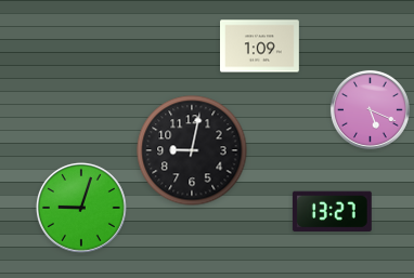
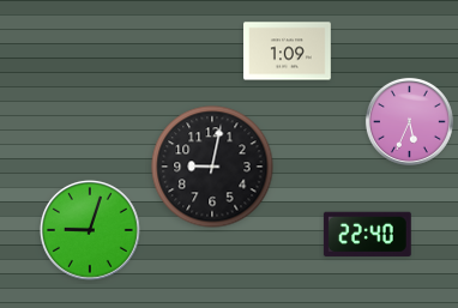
clock at (370, 109): 5:19 -> 5:34
clock at (332, 211): 13:27 -> 22:40
